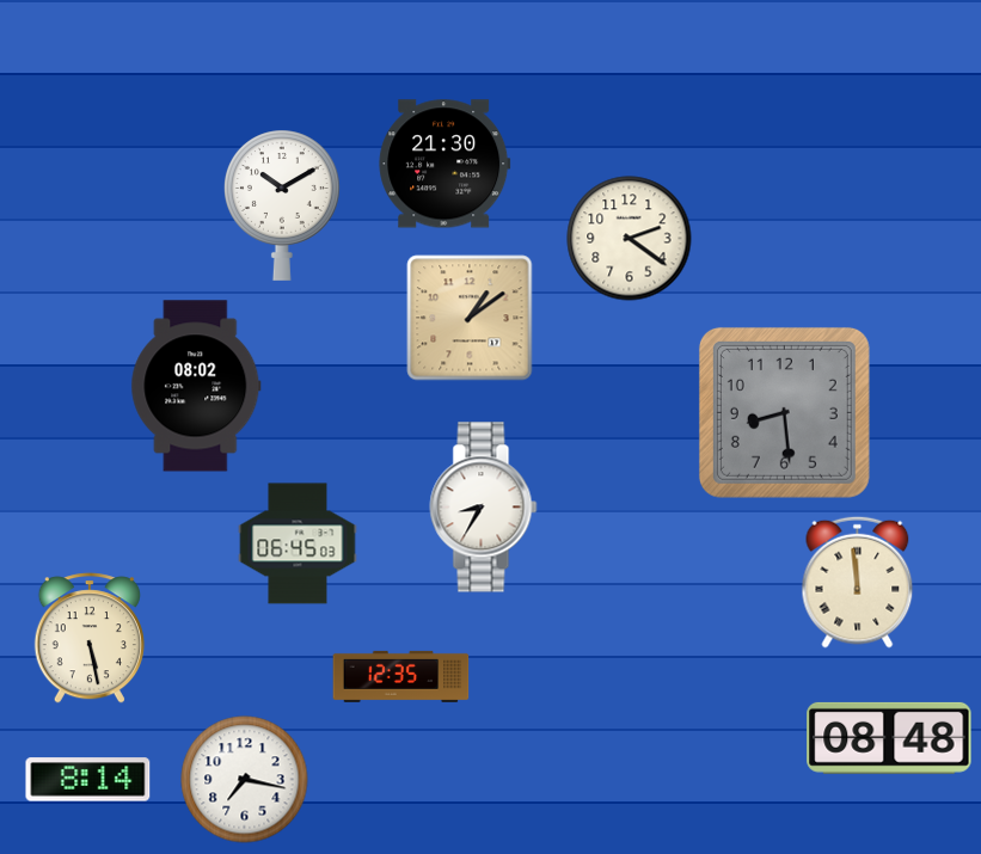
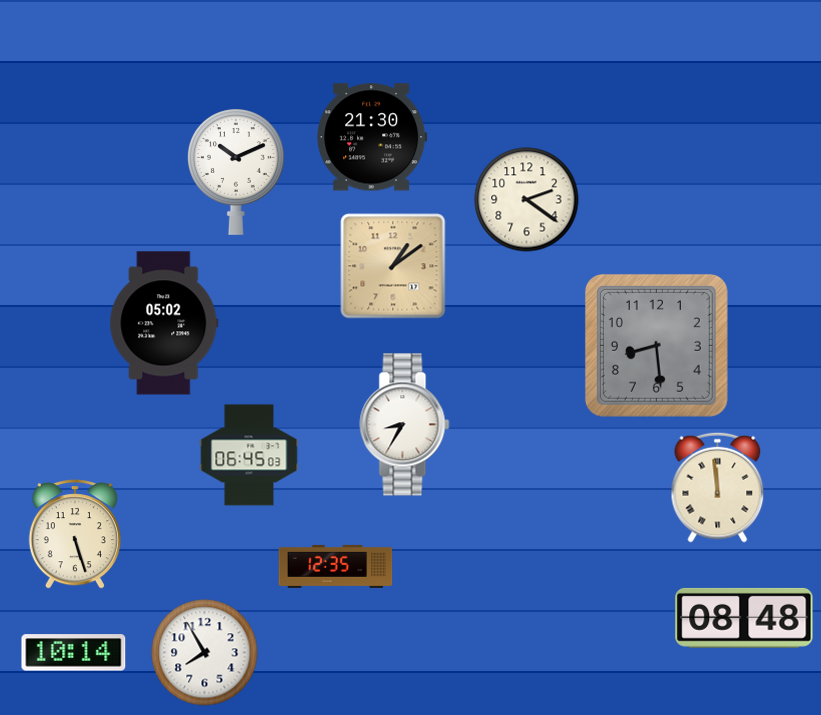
clock at (282, 205): 10:10 -> 10:11
clock at (196, 386): 08:02 -> 05:02
clock at (90, 638): 5:28 -> 5:27
clock at (88, 780): 8:14 -> 10:14
clock at (245, 780): 7:17 -> 7:55
